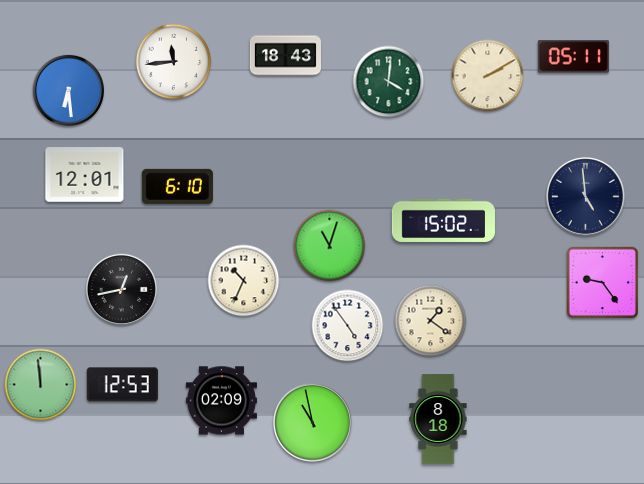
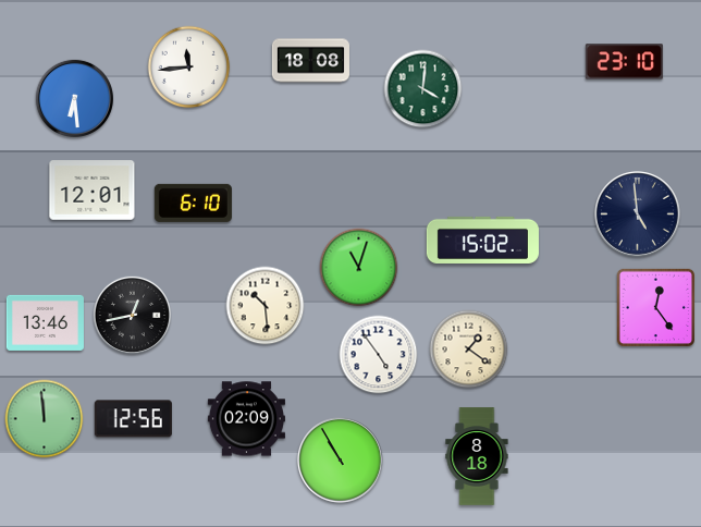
clock at (285, 56): 18:43 -> 18:08
clock at (573, 57): 05:11 -> 23:10
clock at (488, 76): 2:10 -> none
clock at (244, 281): 10:34 -> 10:29
clock at (603, 283): 9:24 -> 12:24
clock at (45, 322): none -> 13:46
clock at (122, 385): 12:53 -> 12:56
clock at (221, 401) position: (221, 401) -> (246, 419)
clock at (313, 423): 10:58 -> 10:55
